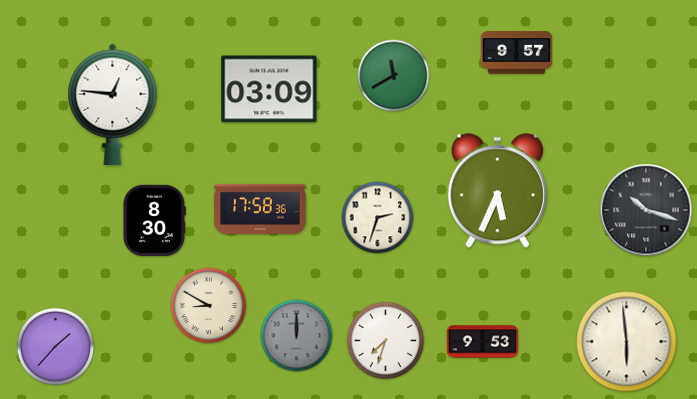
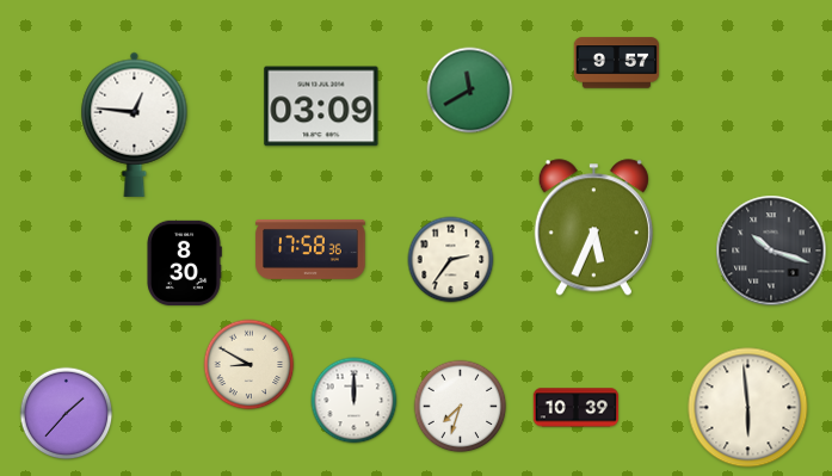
clock at (378, 218): 2:33 -> 2:36
clock at (297, 336) dial: grey -> white
clock at (483, 342): 9:53 -> 10:39
